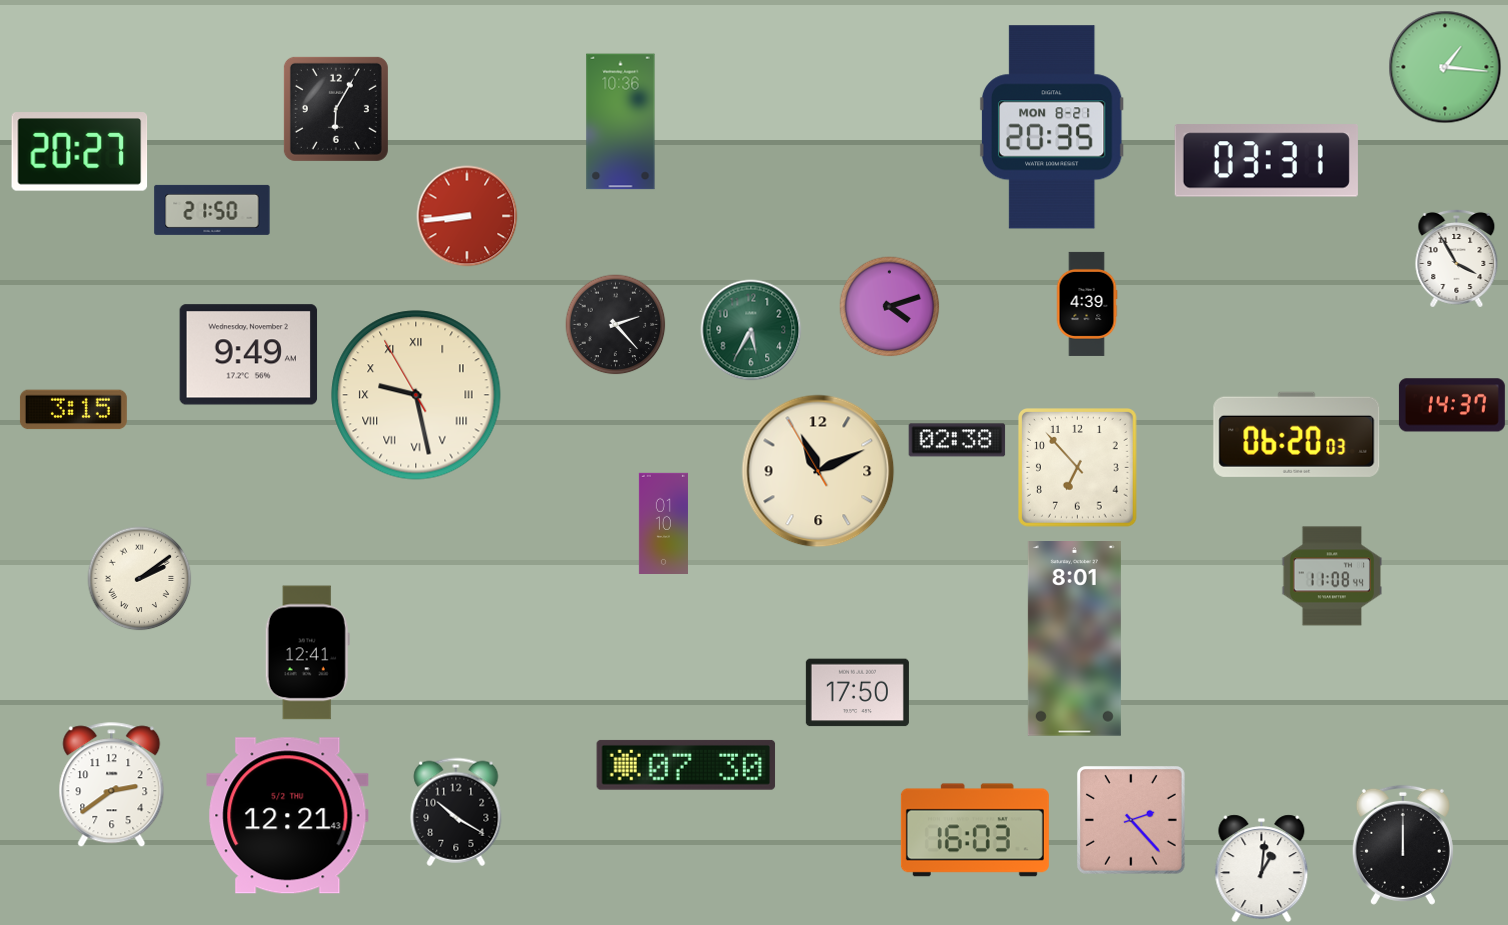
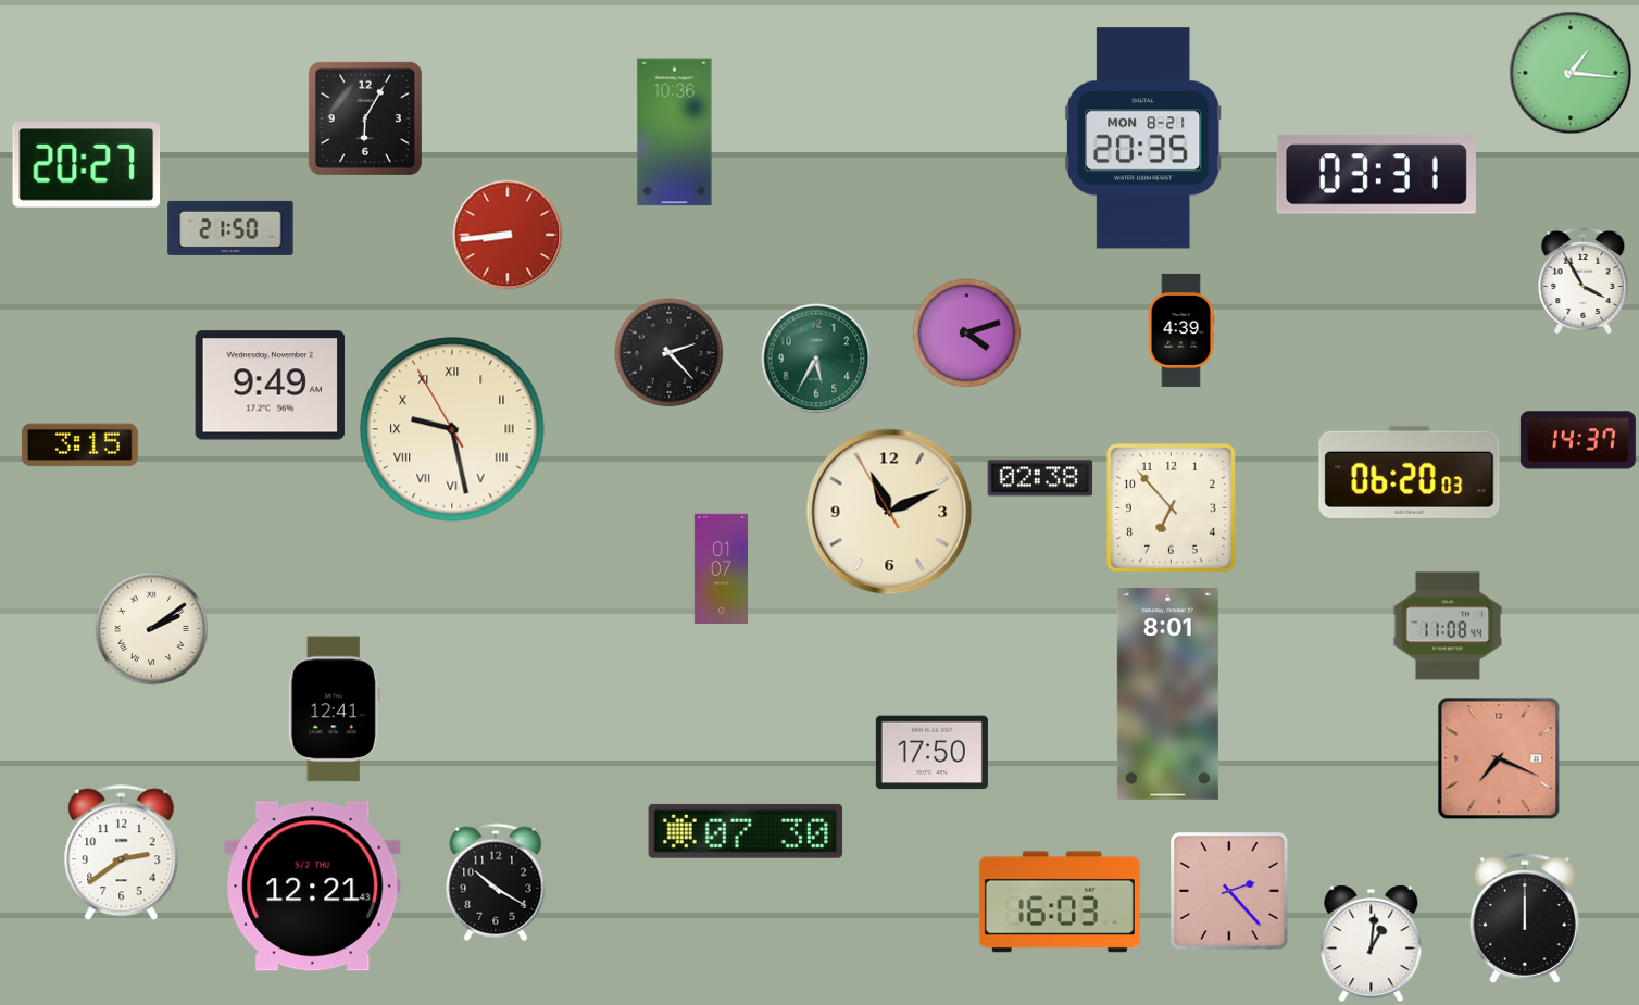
clock at (663, 523): 01:10 -> 01:07
clock at (1499, 758): none -> 7:19
